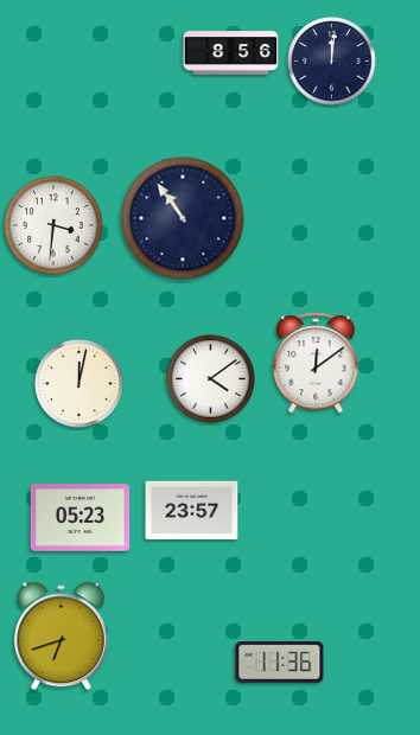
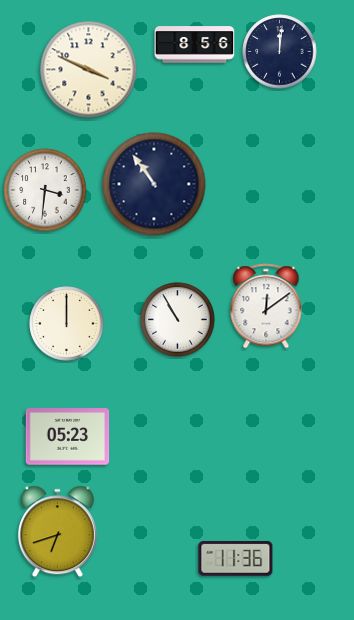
clock at (89, 70): none -> 3:49
clock at (211, 379): 4:09 -> 10:55
clock at (79, 384): 12:02 -> 12:00
clock at (192, 511): 23:57 -> none
clock at (61, 637) position: (61, 637) -> (57, 532)
